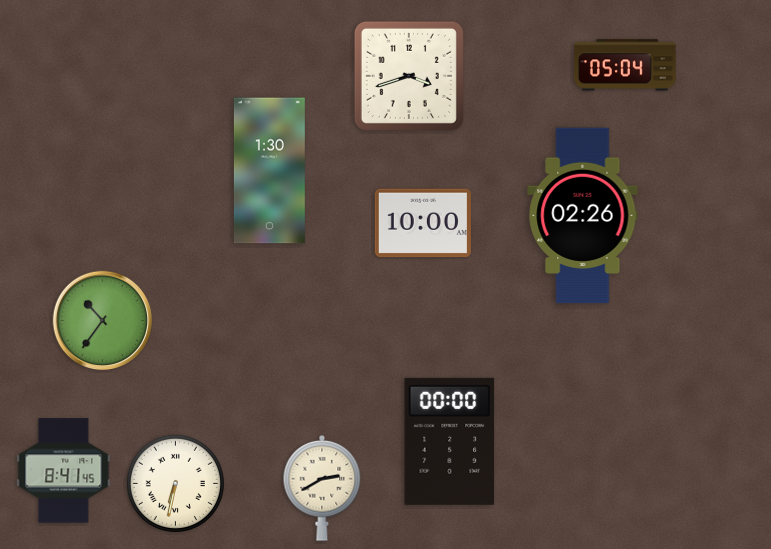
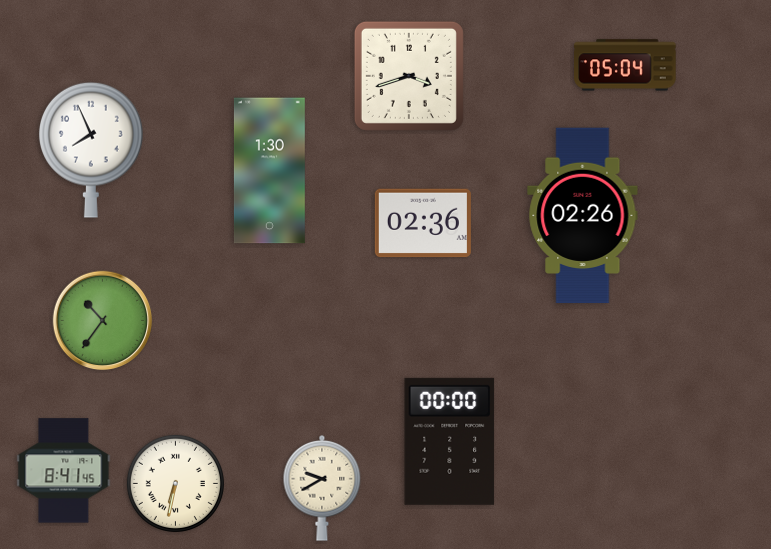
clock at (91, 150): none -> 7:56
clock at (423, 223): 10:00 -> 02:36
clock at (322, 488): 2:40 -> 9:40
